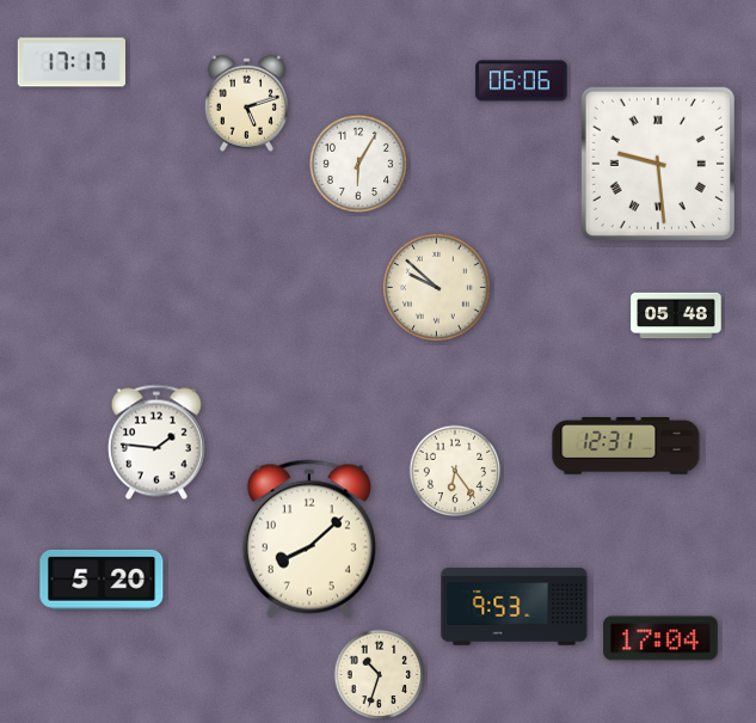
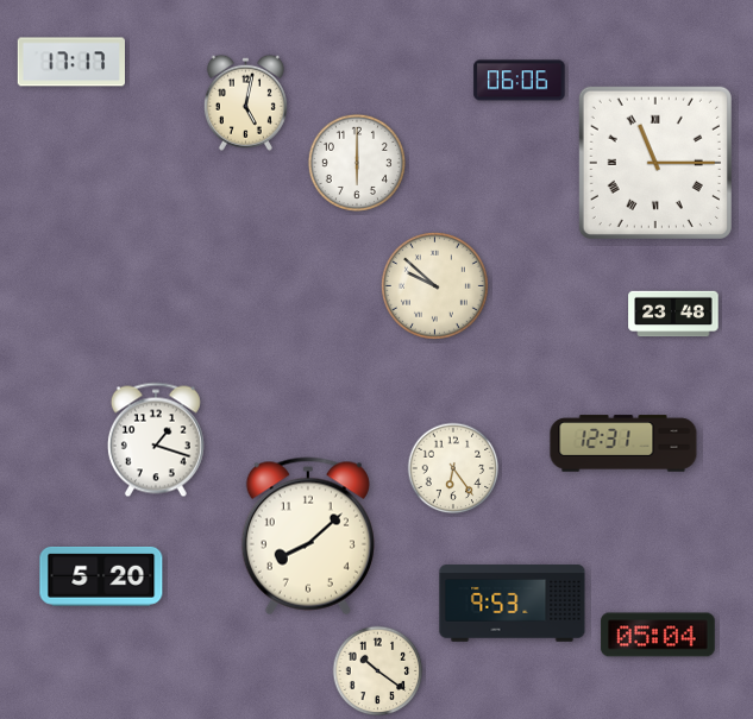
clock at (246, 103): 5:12 -> 5:02
clock at (357, 163): 6:05 -> 6:00
clock at (658, 164): 9:29 -> 11:15
clock at (676, 315): 05:48 -> 23:48
clock at (156, 442): 1:46 -> 1:18
clock at (660, 638): 17:04 -> 05:04
clock at (380, 675): 10:33 -> 10:21
